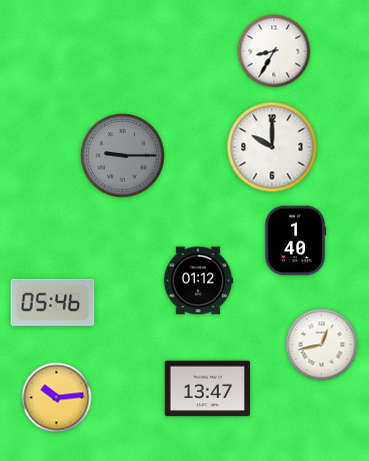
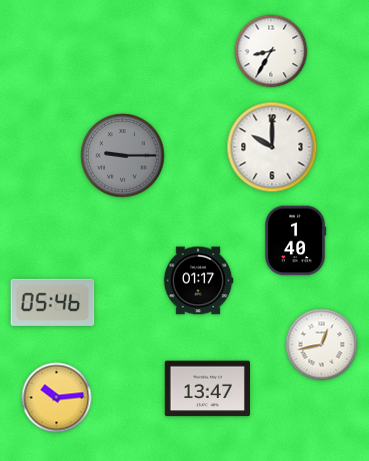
clock at (274, 51) position: (274, 51) -> (271, 51)
clock at (198, 281): 01:12 -> 01:17
